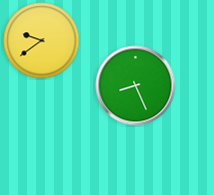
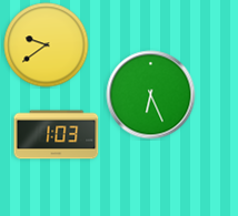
clock at (136, 86): 8:26 -> 6:26
clock at (57, 135): none -> 1:03
